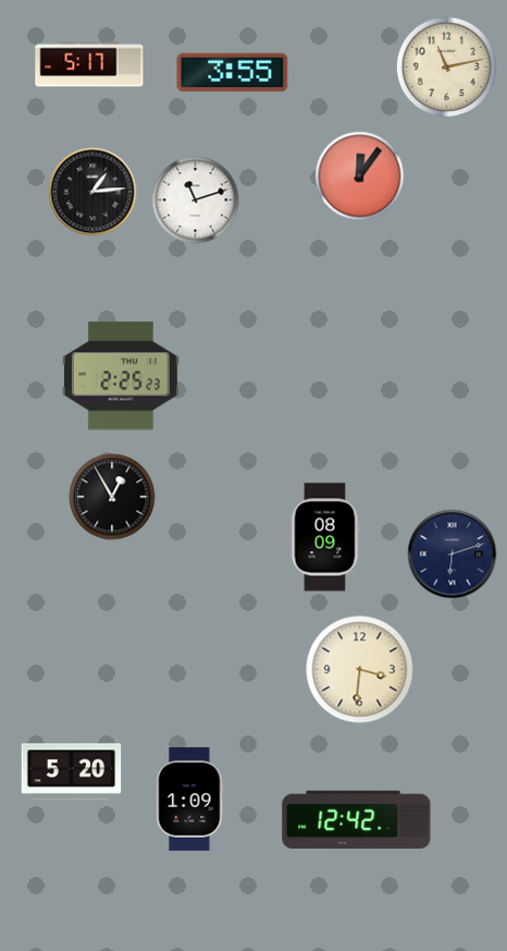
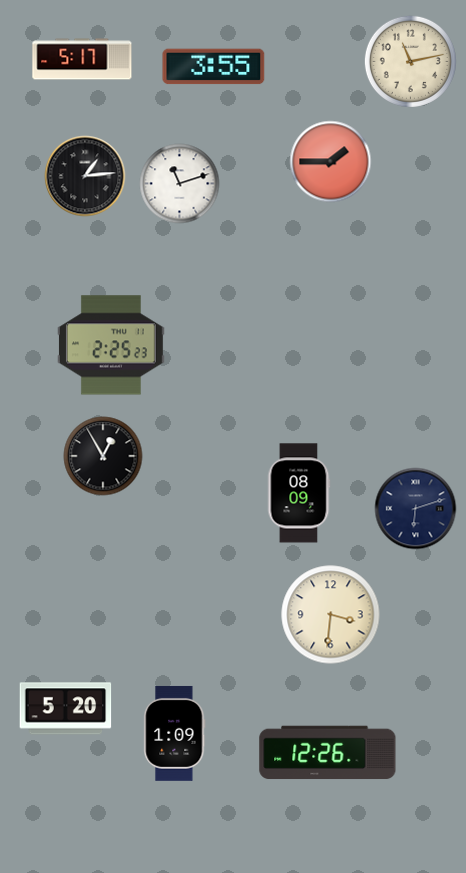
clock at (360, 176): 12:06 -> 1:45
clock at (357, 820): 12:42 -> 12:26
